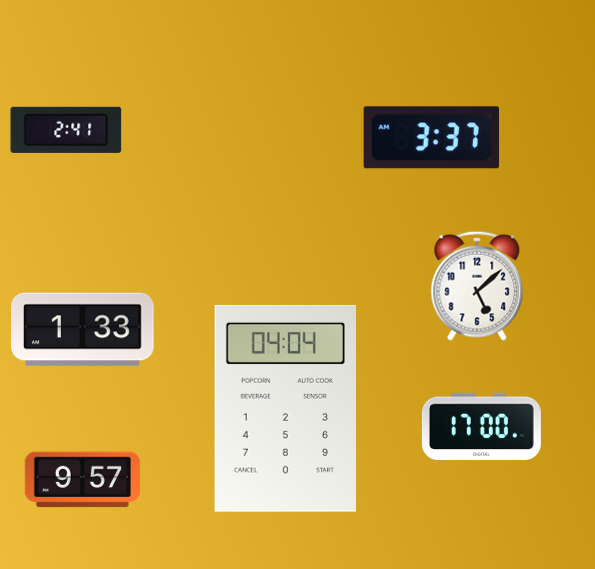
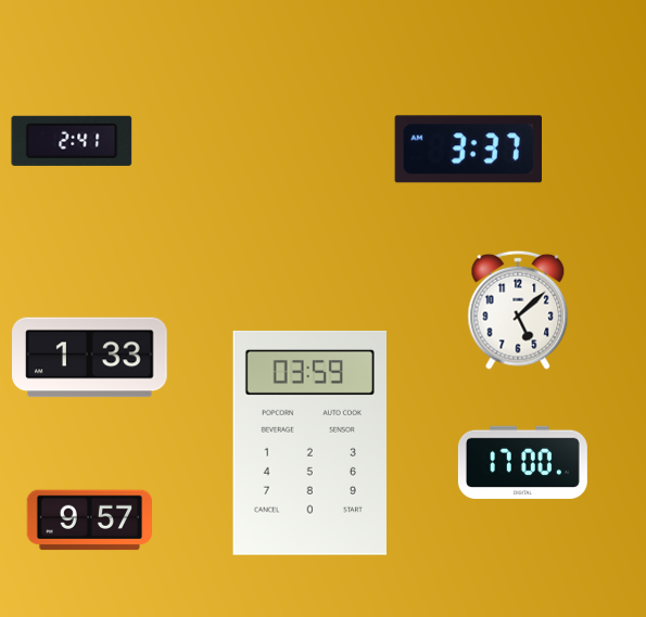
clock at (285, 408): 04:04 -> 03:59
